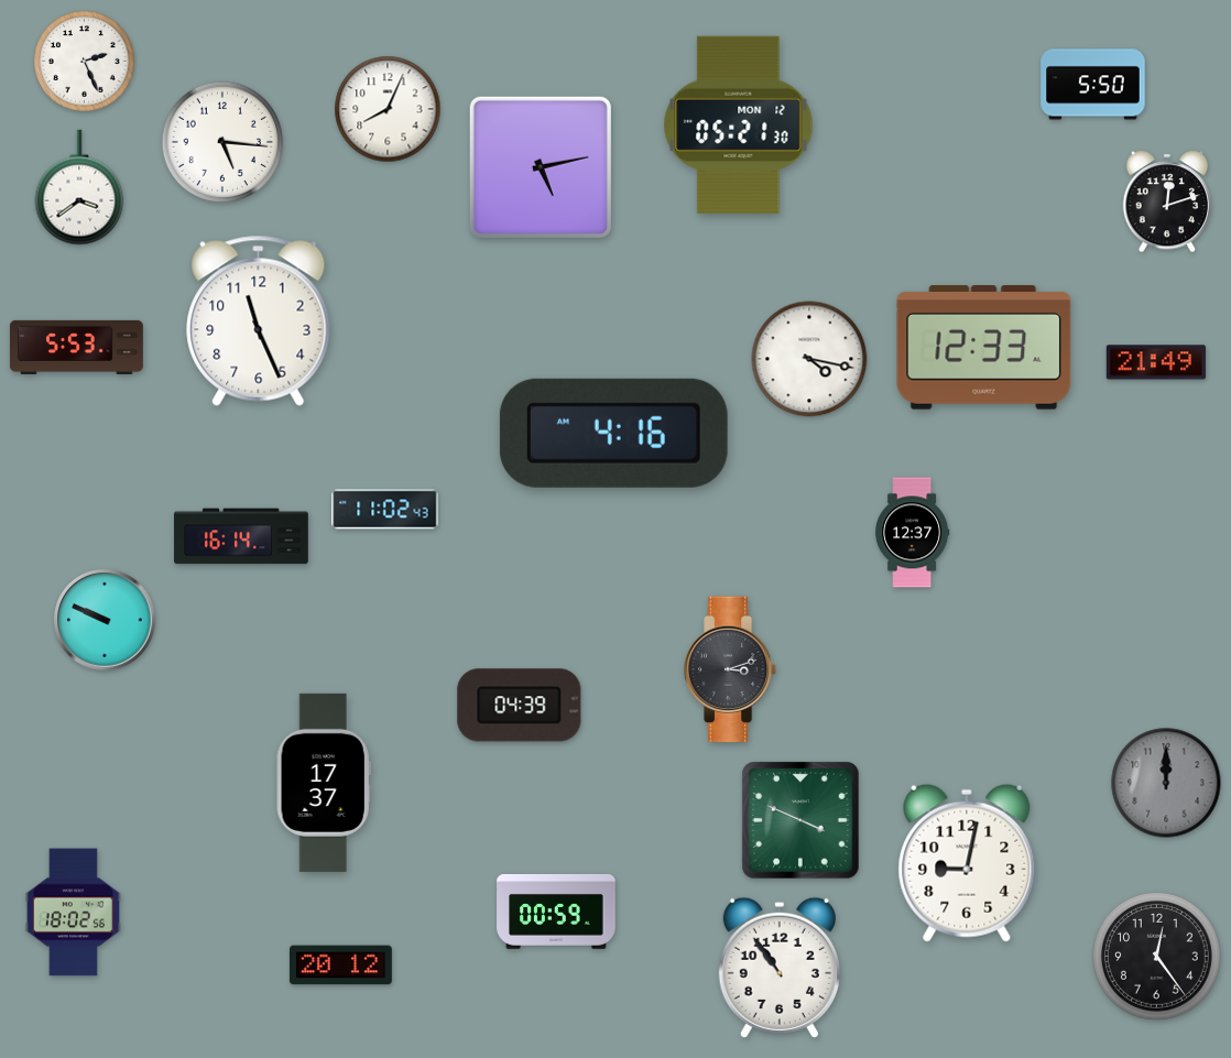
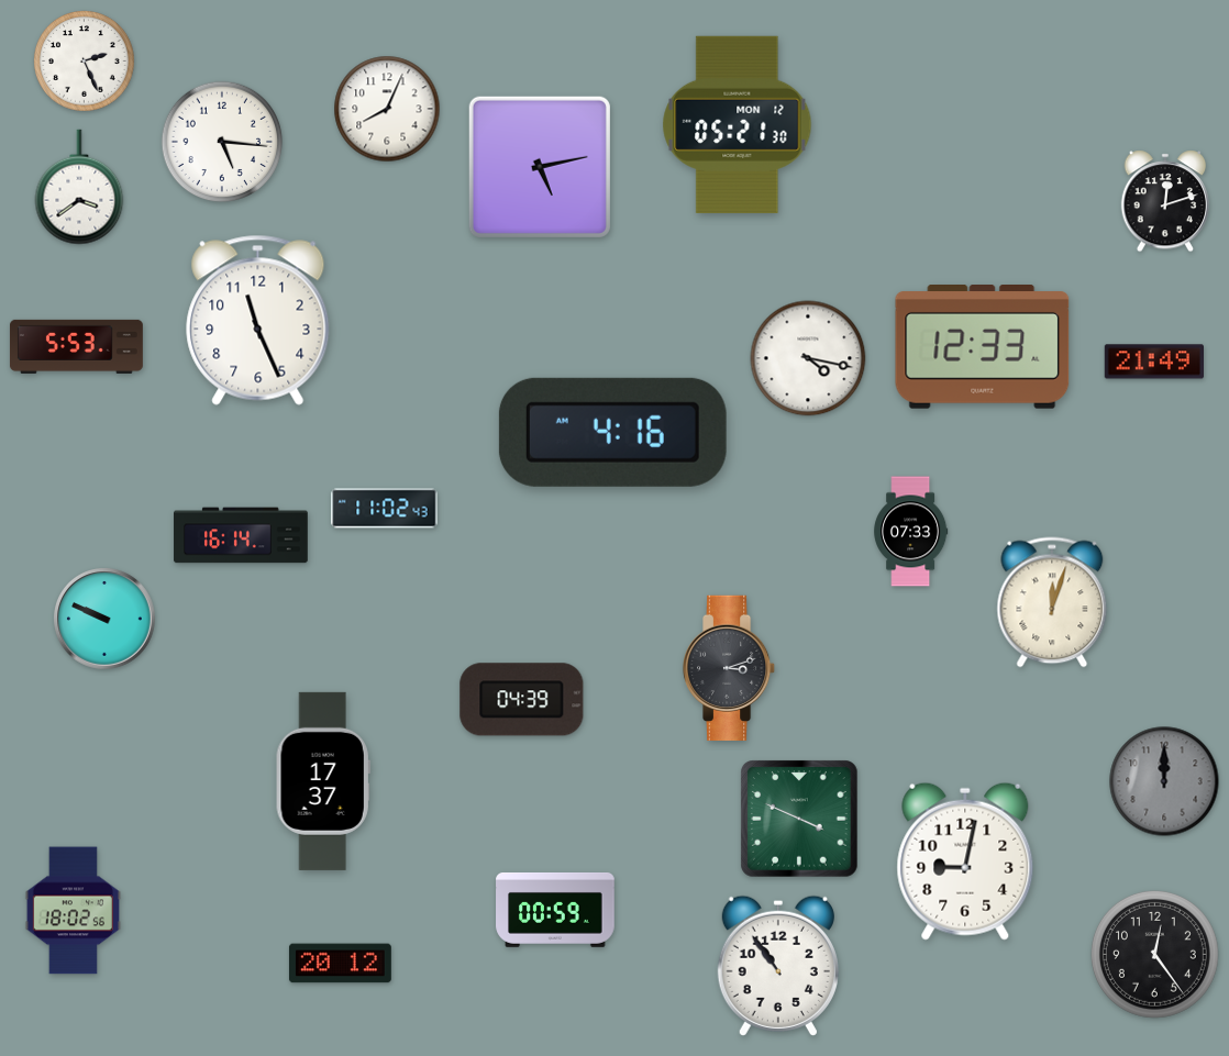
clock at (1093, 85): 5:50 -> none
clock at (913, 533): 12:37 -> 07:33
clock at (1052, 602): none -> 12:03
clock at (520, 706) position: (520, 706) -> (522, 700)
